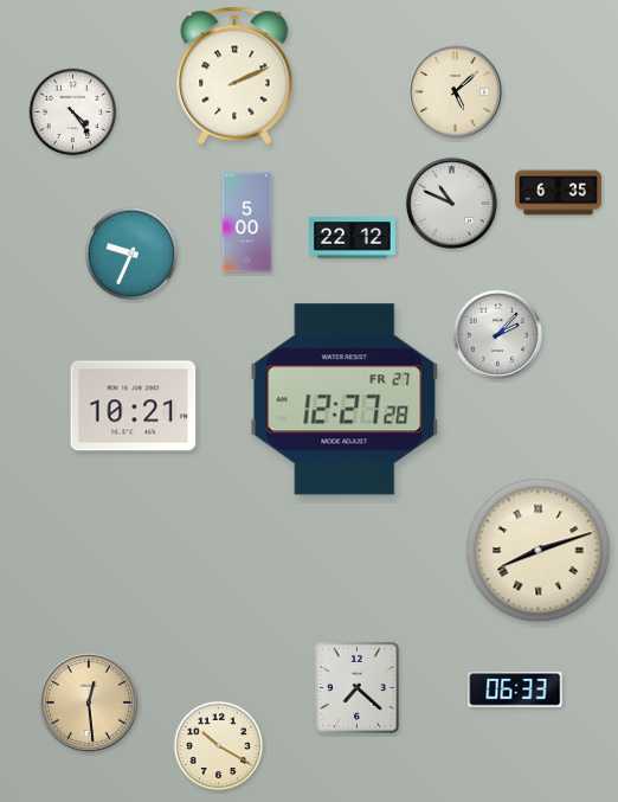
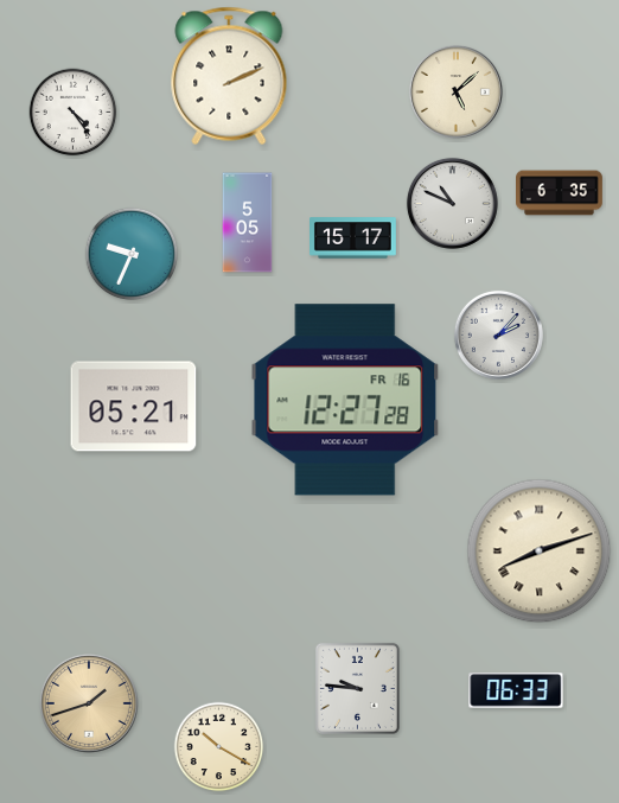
clock at (234, 76) position: (234, 76) -> (229, 76)
clock at (247, 223): 5:00 -> 5:05
clock at (353, 238): 22:12 -> 15:17
clock at (345, 399) date: FR 27 -> FR 16
clock at (134, 406): 10:21 -> 05:21
clock at (356, 687): 7:22 -> 9:46
clock at (89, 702): 12:29 -> 1:42
